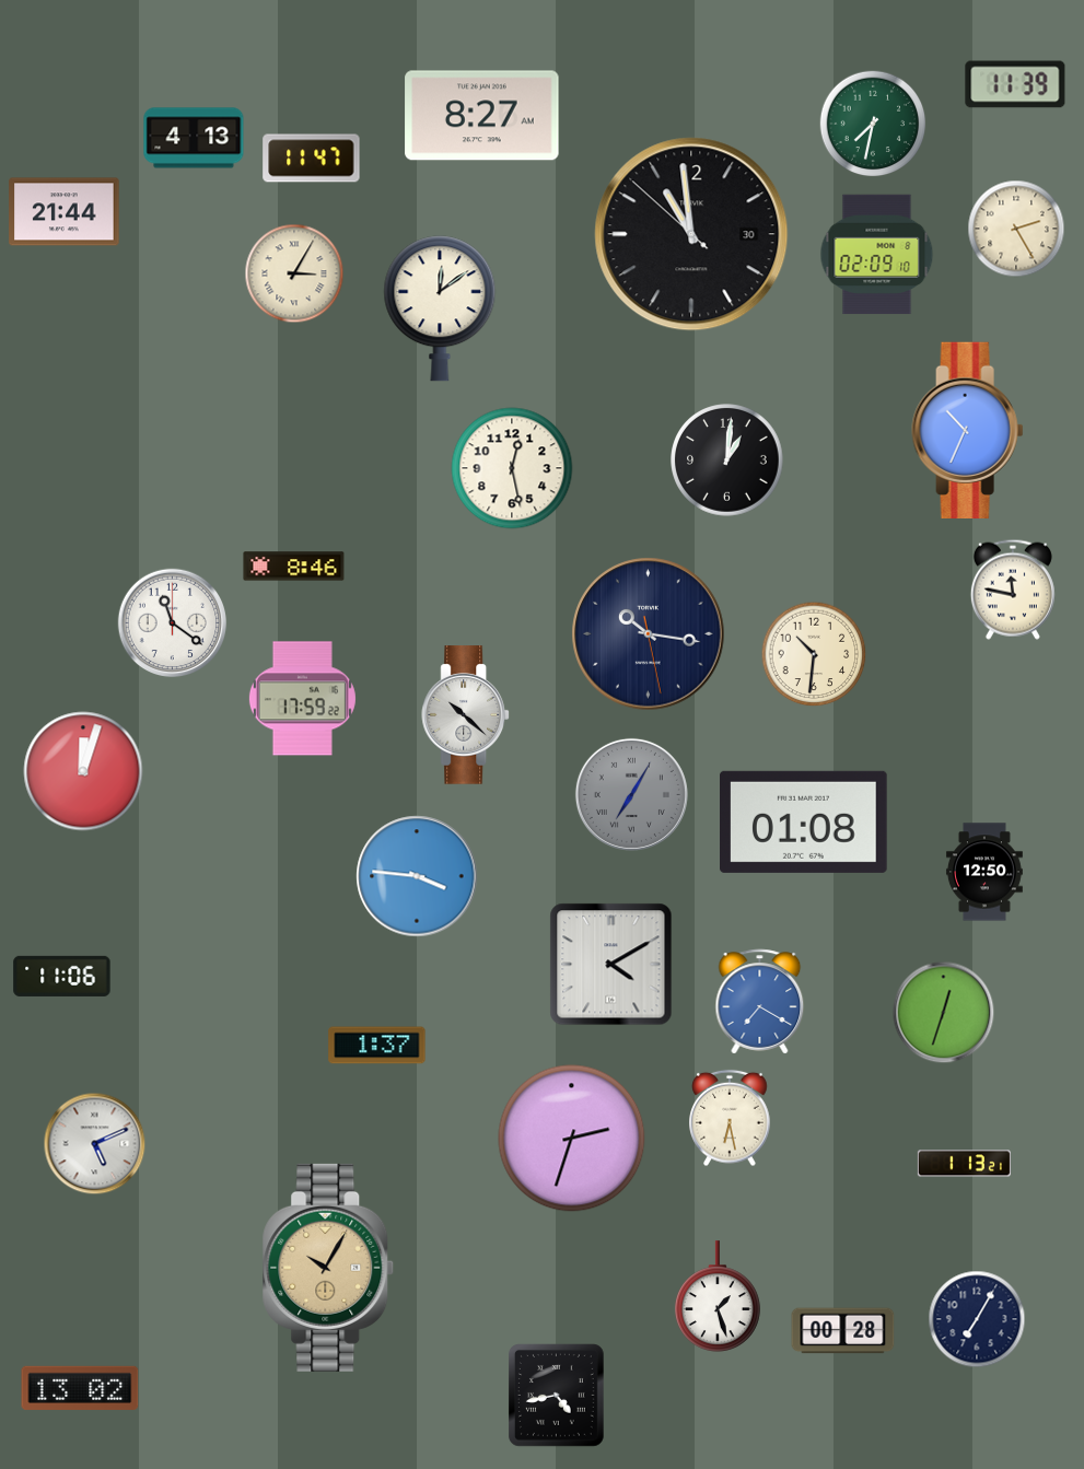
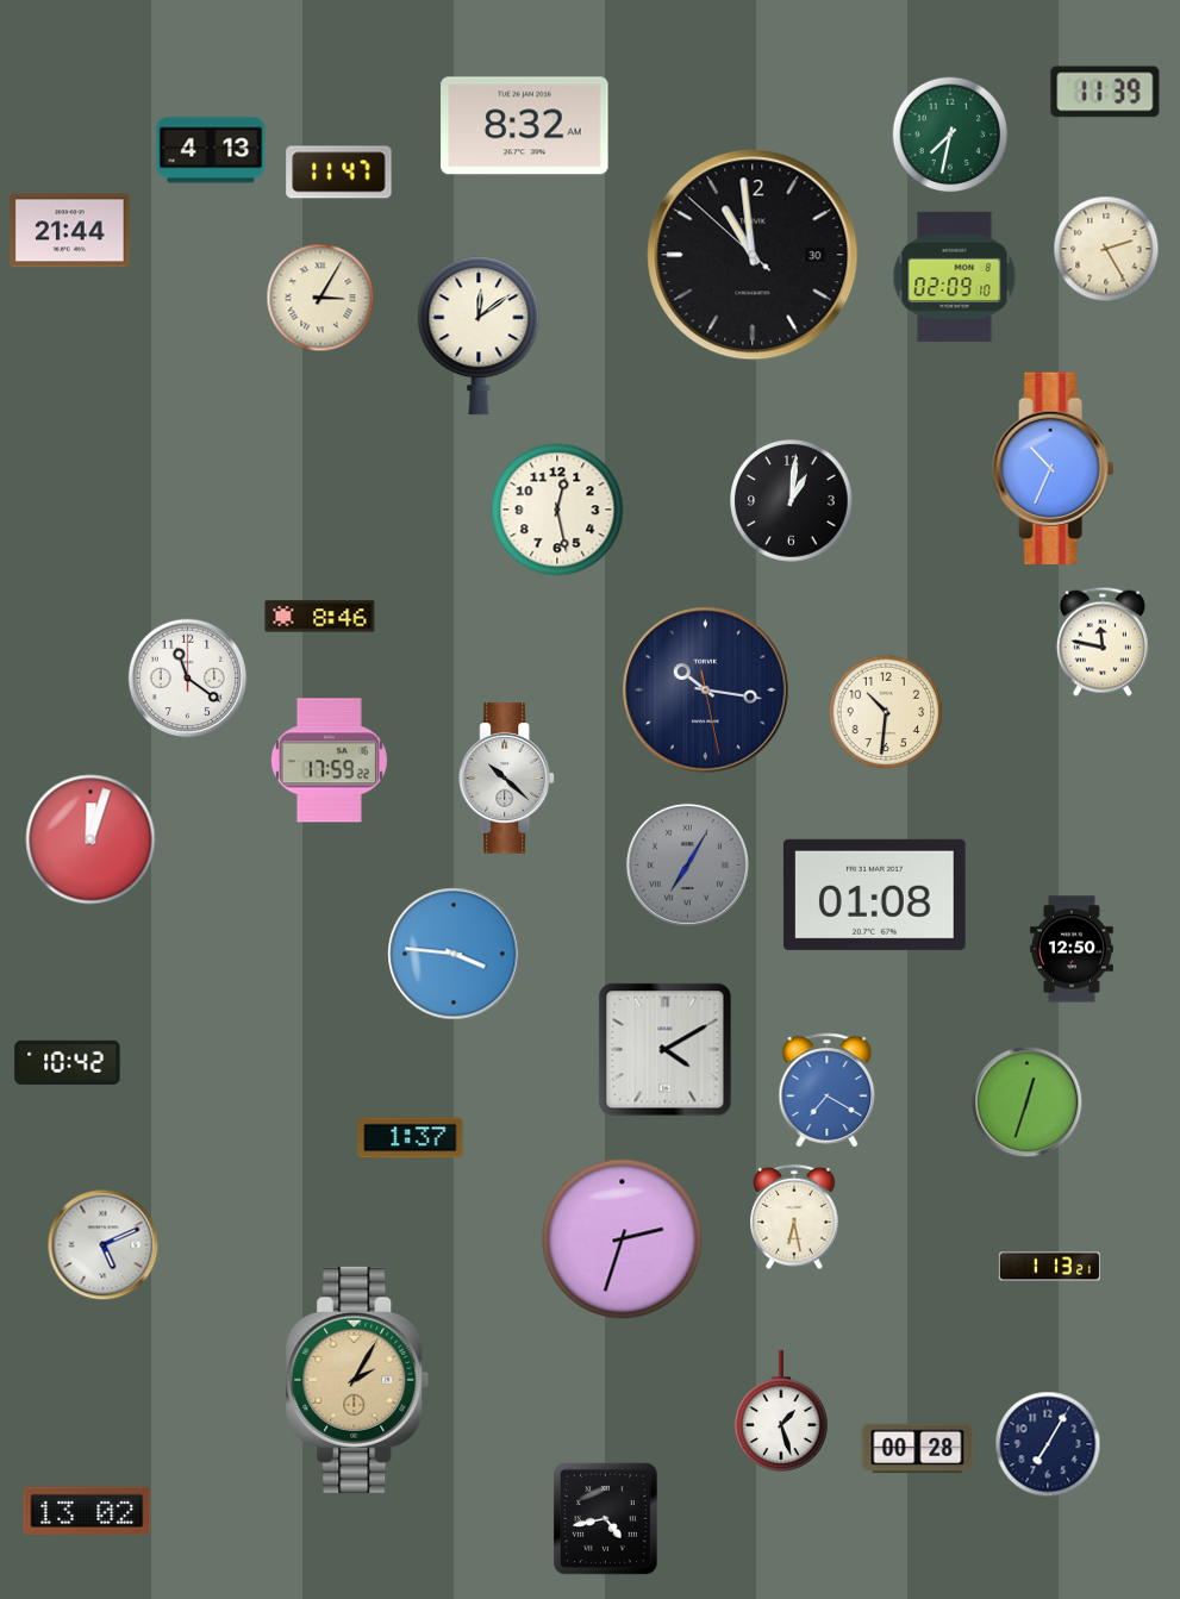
clock at (482, 116): 8:27 -> 8:32
clock at (62, 976): 11:06 -> 10:42
clock at (328, 1268): 10:05 -> 2:05
clock at (977, 1319) position: (977, 1319) -> (1048, 1444)
